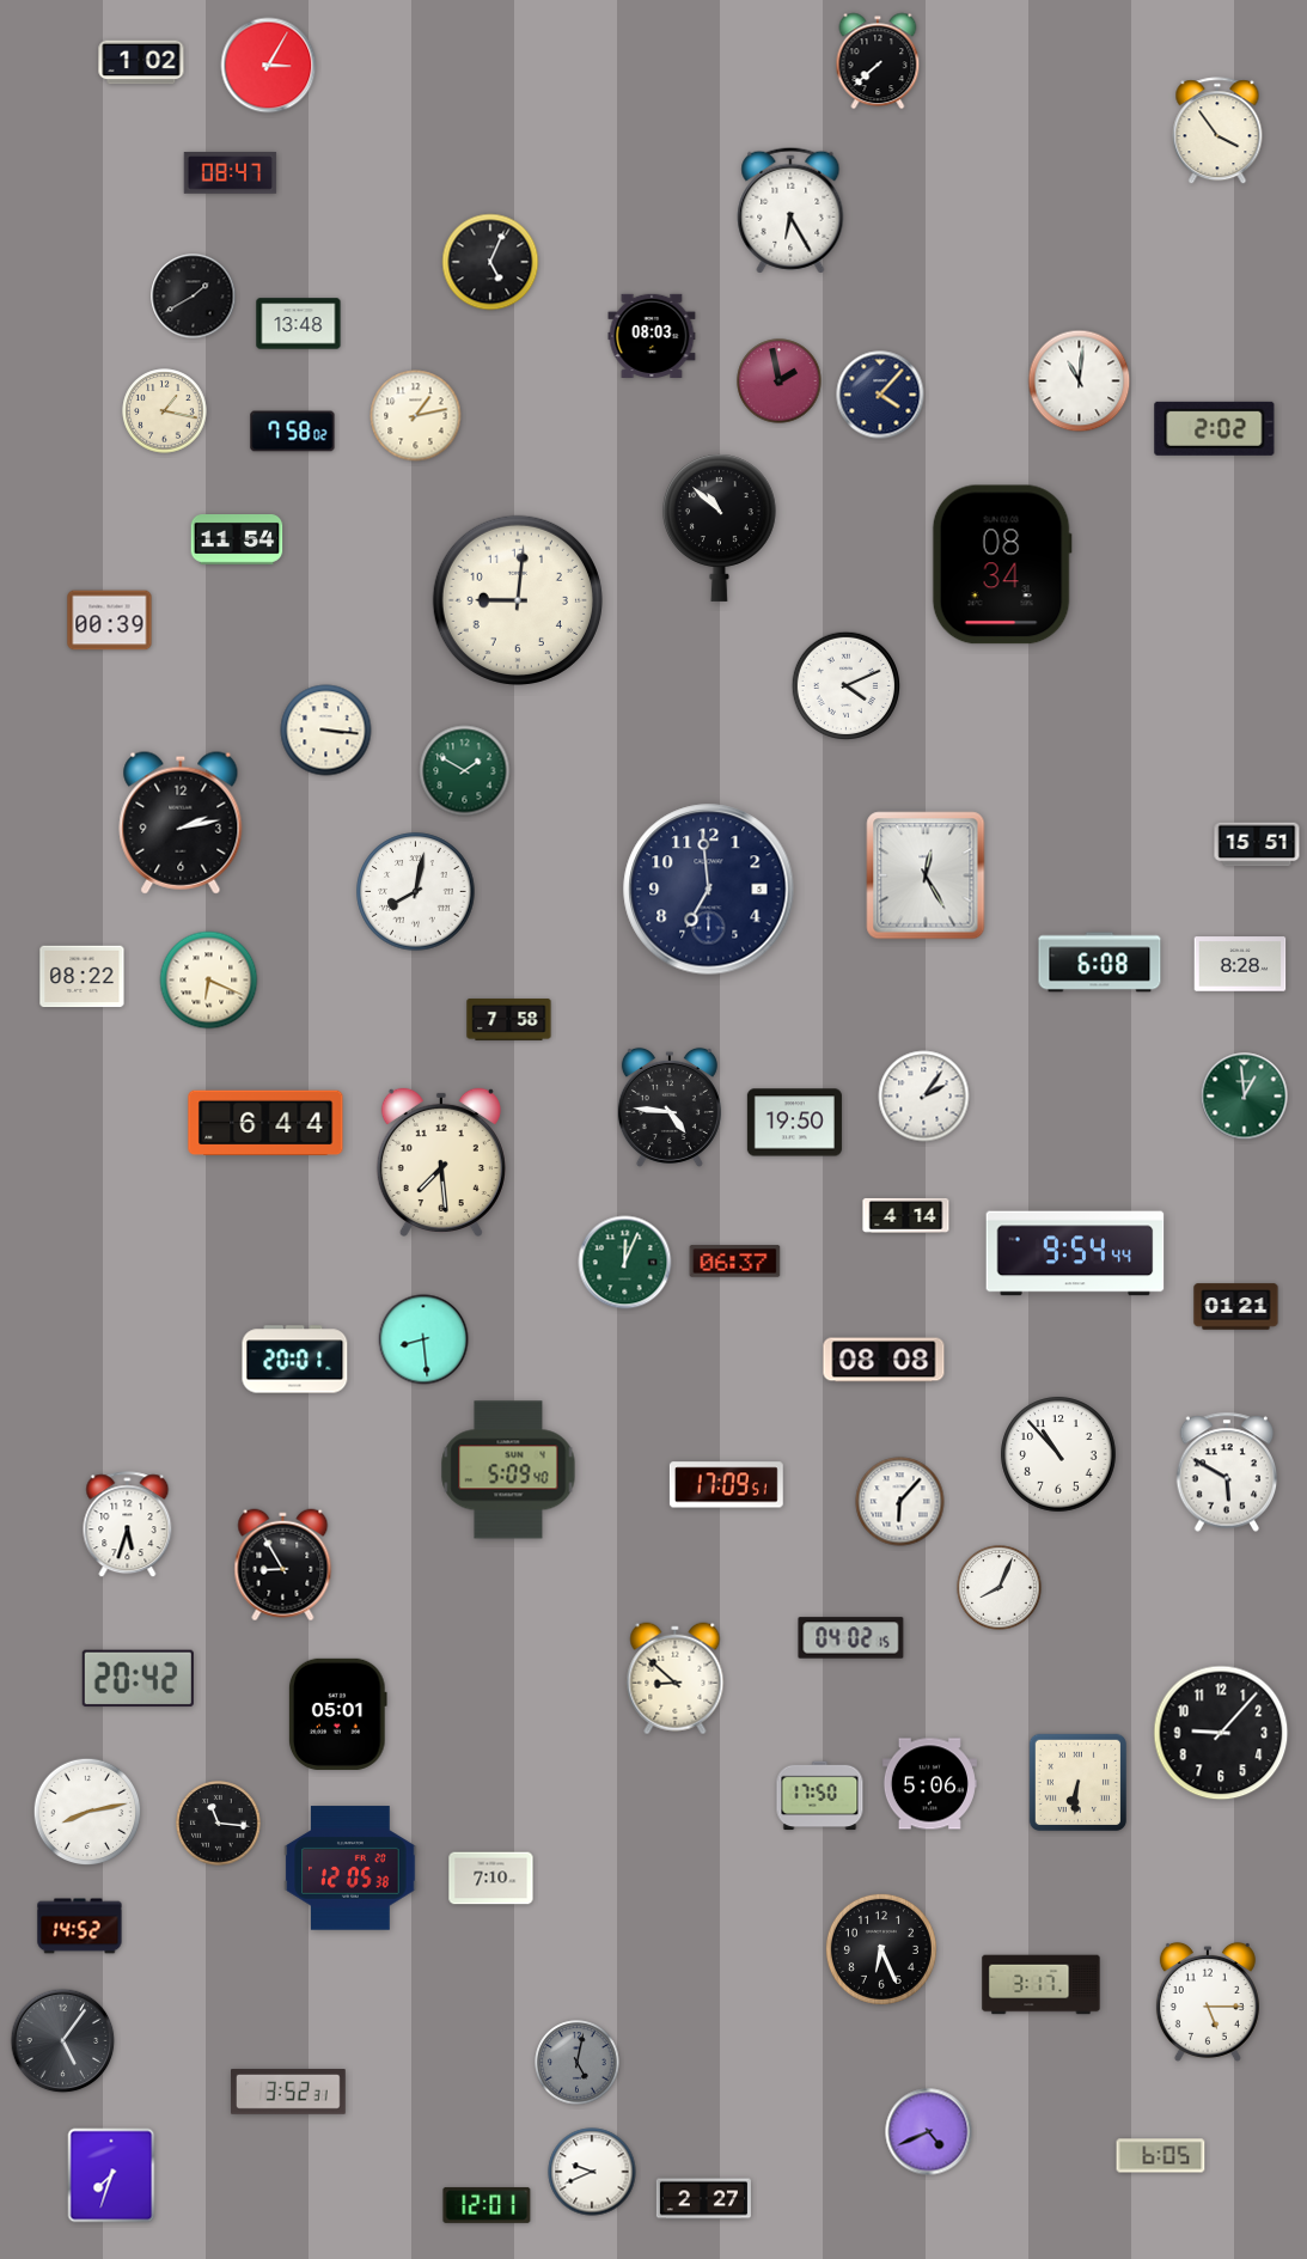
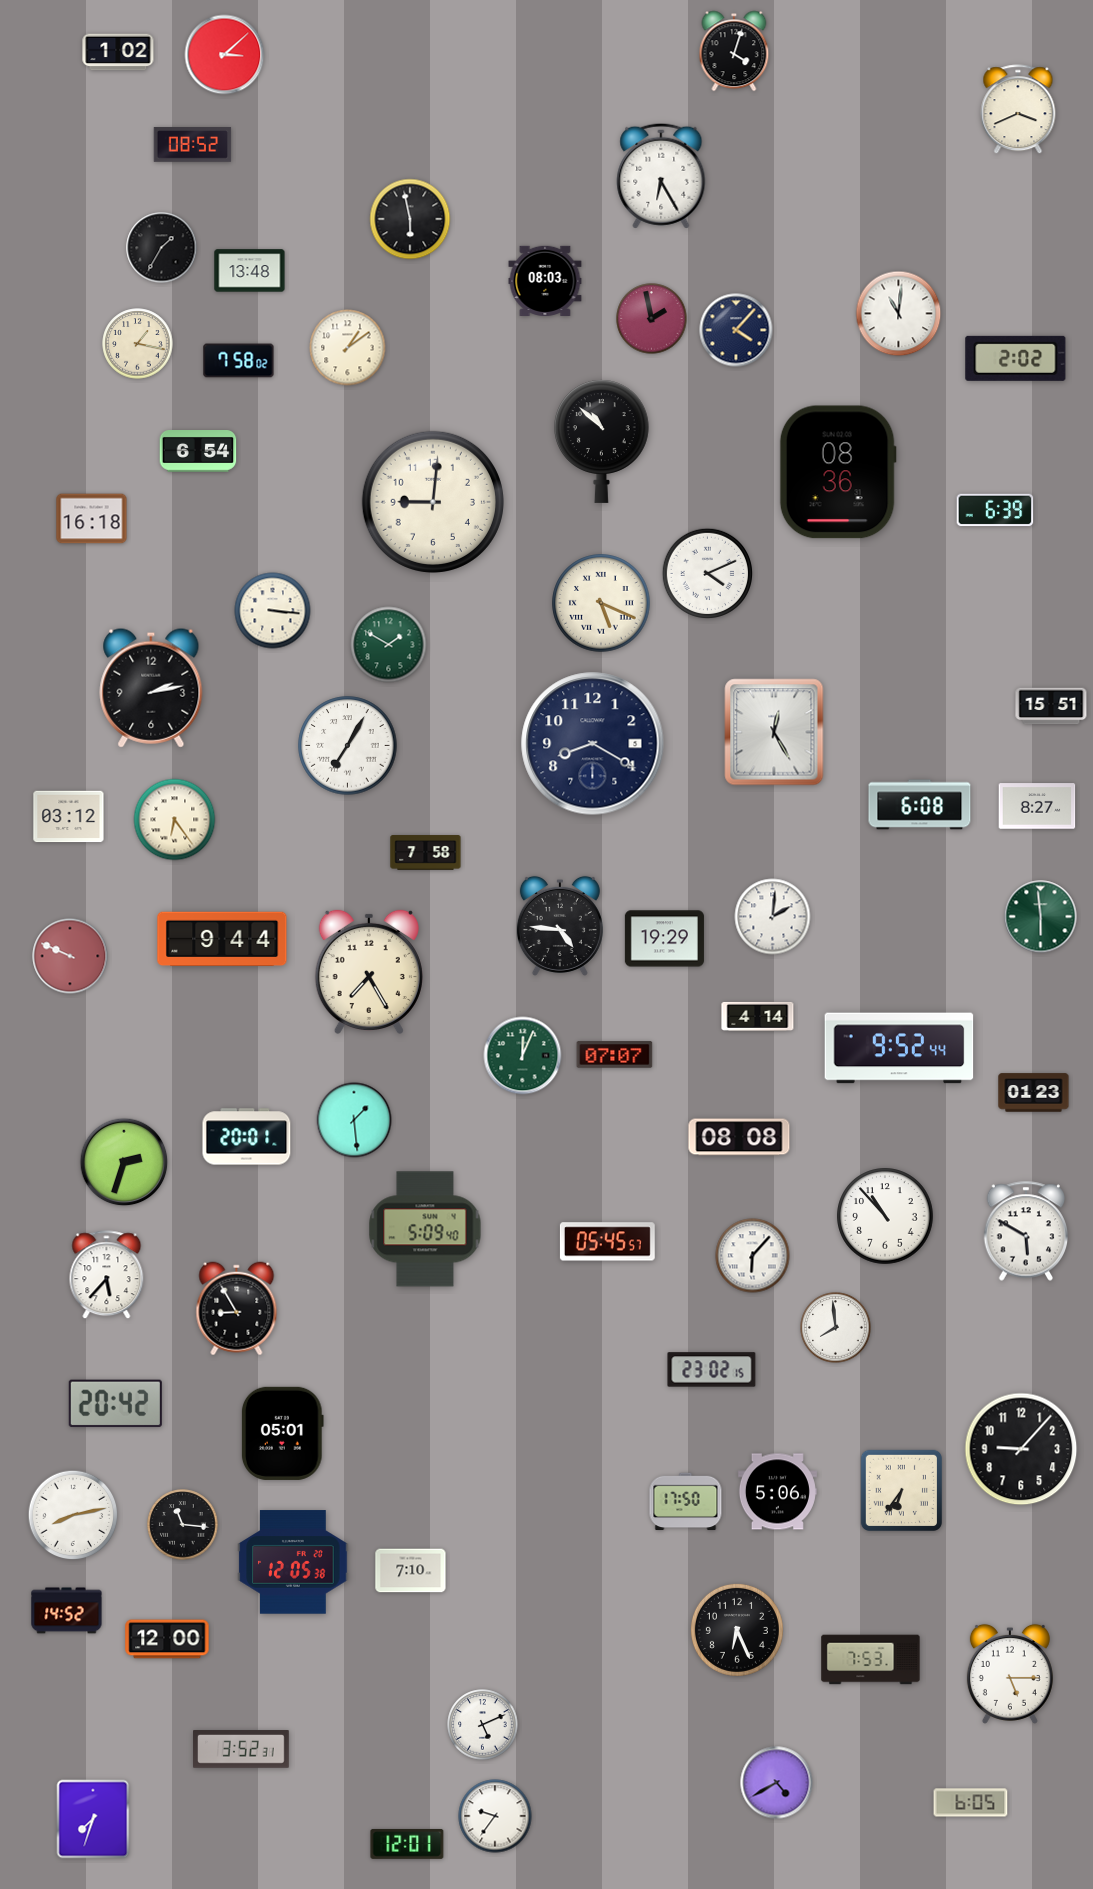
clock at (878, 61): 7:38 -> 4:03
clock at (269, 66): 3:05 -> 3:08
clock at (1217, 132): 3:54 -> 3:41
clock at (231, 173): 08:47 -> 08:52
clock at (490, 262): 5:04 -> 5:58
clock at (194, 297): 1:40 -> 1:35
clock at (1080, 381) position: (1080, 381) -> (899, 314)
clock at (416, 416): 1:13 -> 1:09
clock at (293, 432) position: (293, 432) -> (239, 361)
clock at (237, 541): 11:54 -> 6:54
clock at (1002, 564): 08:34 -> 08:36
clock at (995, 510): none -> 6:39
clock at (110, 621): 00:39 -> 16:18
clock at (601, 603): none -> 5:19
clock at (709, 890): 6:59 -> 8:20
clock at (416, 892): 8:02 -> 7:05
clock at (1240, 964): 8:28 -> 8:27
clock at (83, 977): 08:22 -> 03:12
clock at (209, 981): 6:19 -> 6:24
clock at (924, 1097): 2:06 -> 2:01
clock at (1245, 1097): 12:59 -> 5:59
clock at (265, 1123): 6:44 -> 9:44
clock at (794, 1123): 19:50 -> 19:29
clock at (70, 956): none -> 9:49
clock at (441, 1162): 7:29 -> 7:25
clock at (1075, 1253): 9:54 -> 9:52
clock at (735, 1262): 06:37 -> 07:07
clock at (1236, 1307): 01:21 -> 01:23
clock at (423, 1339): 8:29 -> 1:29
clock at (124, 1162): none -> 2:33
clock at (726, 1485): 17:09 -> 05:45
clock at (128, 1525): 5:33 -> 5:37
clock at (1000, 1588): 8:04 -> 7:59
clock at (851, 1638): 04:02 -> 23:02
clock at (676, 1679): 8:52 -> none
clock at (1077, 1782): 6:31 -> 6:36
clock at (167, 1639): none -> 12:00
clock at (1042, 1985): 3:17 -> 7:53
clock at (63, 2041): 5:06 -> none
clock at (578, 2063): 5:02 -> 5:11
clock at (578, 2063) dial: grey -> white
clock at (929, 2132): 4:41 -> 4:40
clock at (592, 2172): 9:41 -> 9:36
clock at (703, 2199): 2:27 -> none
